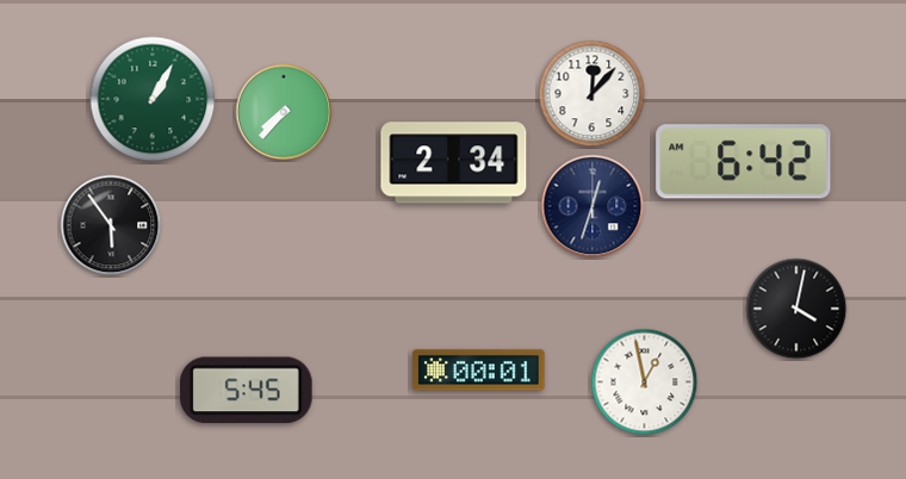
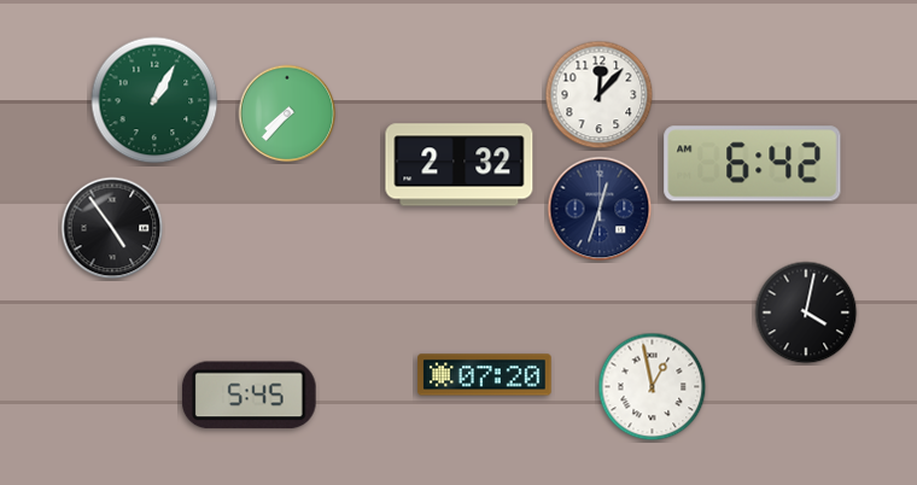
clock at (454, 163): 2:34 -> 2:32
clock at (111, 225): 5:54 -> 4:54
clock at (479, 371): 00:01 -> 07:20
